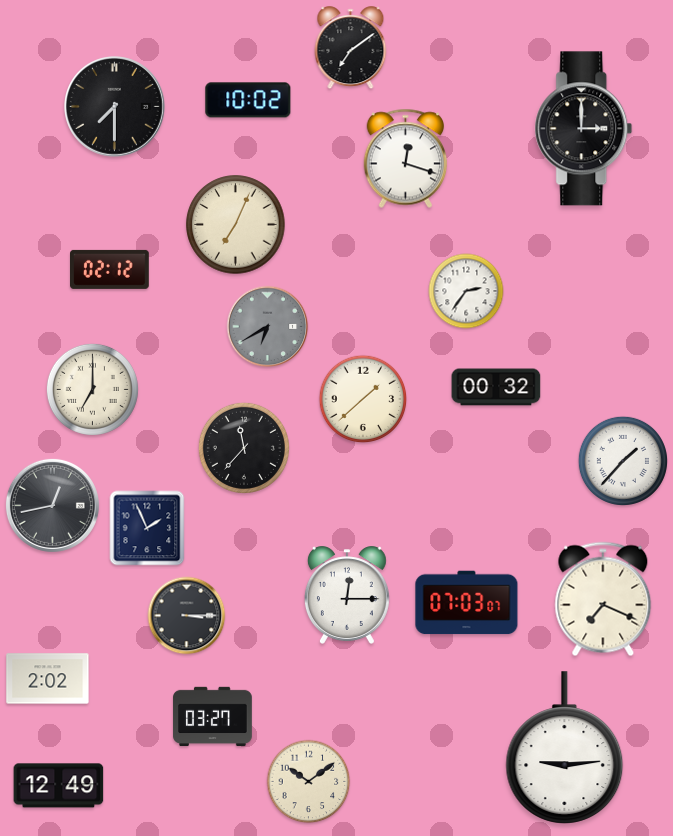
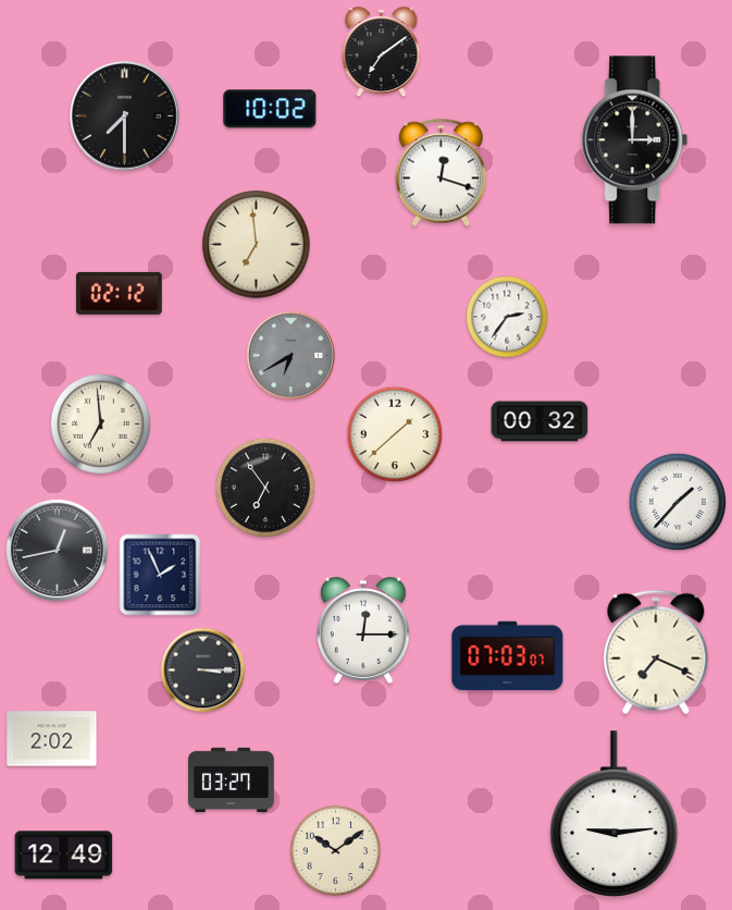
clock at (236, 225): 7:04 -> 6:59
clock at (92, 389): 7:00 -> 6:59
clock at (244, 448): 11:37 -> 6:54
clock at (347, 595) position: (347, 595) -> (363, 630)
